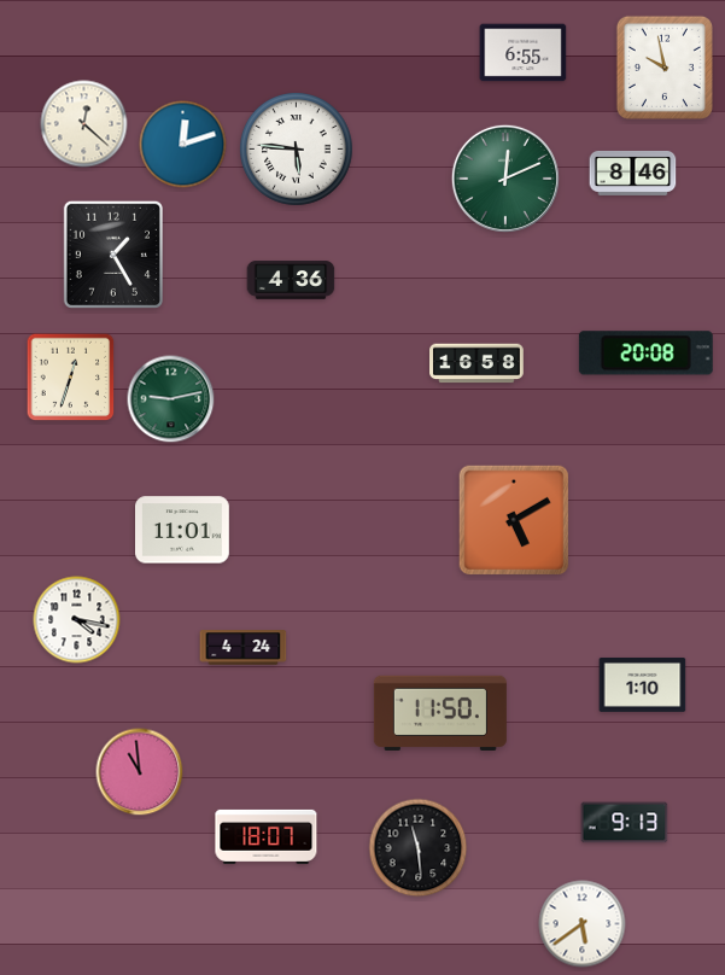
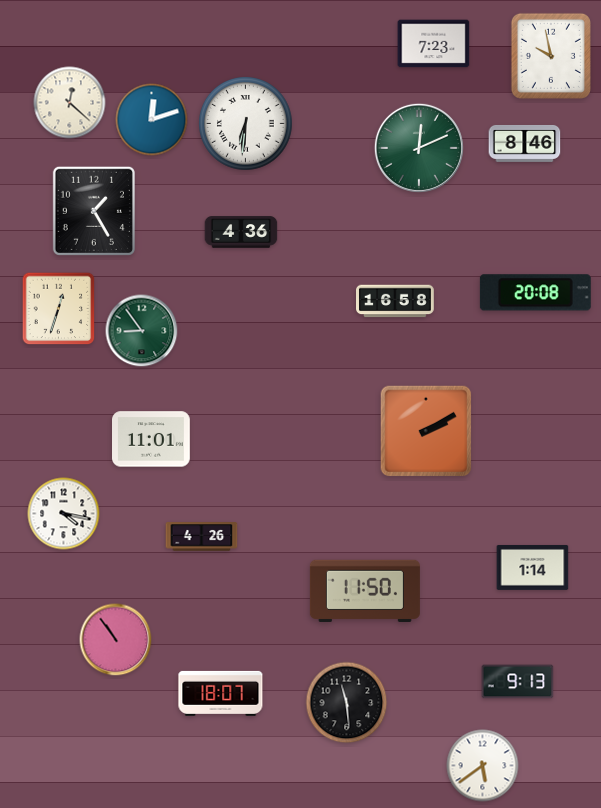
clock at (524, 53): 6:55 -> 7:23
clock at (297, 150): 5:46 -> 6:31
clock at (71, 378) position: (71, 378) -> (59, 309)
clock at (171, 399): 9:13 -> 8:54
clock at (514, 520): 5:10 -> 2:10
clock at (244, 648): 4:24 -> 4:26
clock at (643, 684): 1:10 -> 1:14
clock at (140, 772): 10:59 -> 10:54
